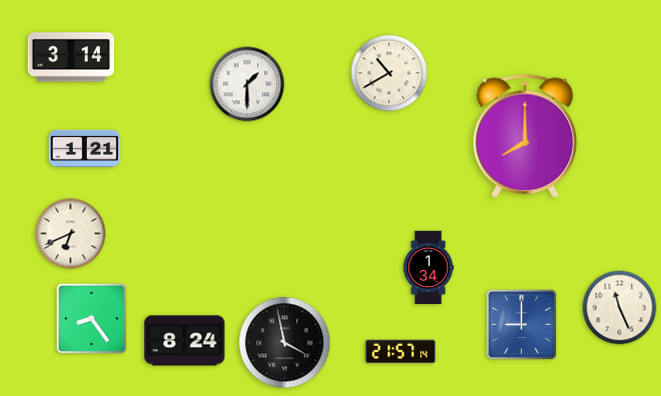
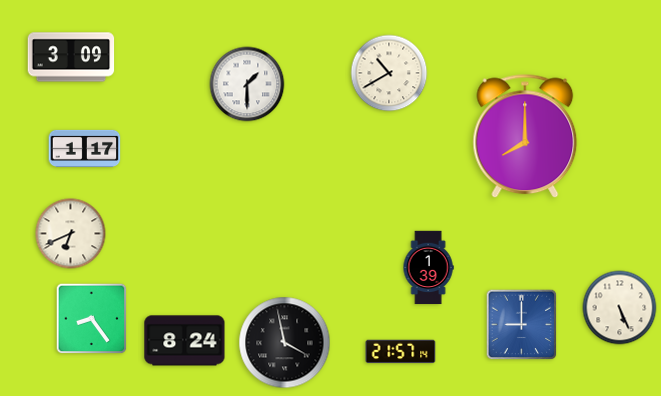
clock at (71, 57): 3:14 -> 3:09
clock at (85, 148): 1:21 -> 1:17
clock at (428, 268): 1:34 -> 1:39
clock at (620, 308): 11:26 -> 5:26
